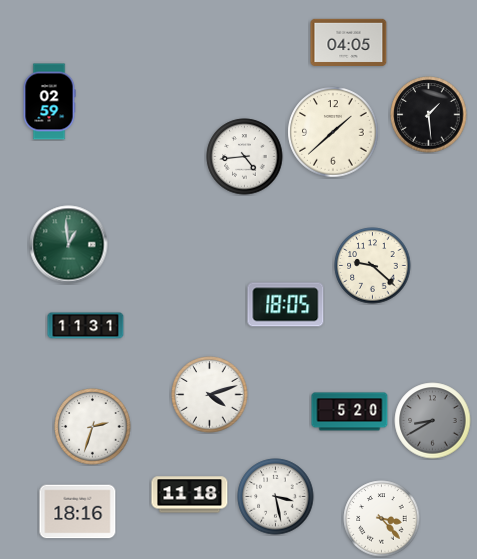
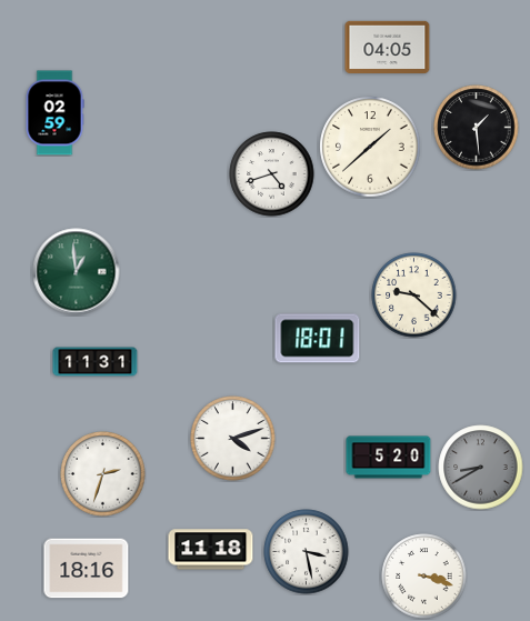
clock at (245, 157): 4:44 -> 4:42
clock at (286, 305): 18:05 -> 18:01
clock at (382, 519): 3:23 -> 3:18
